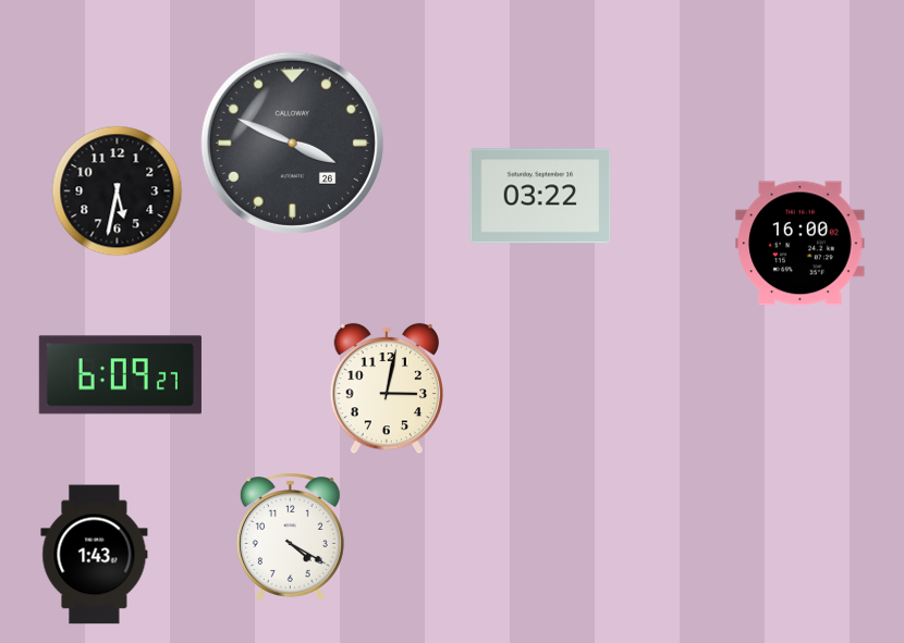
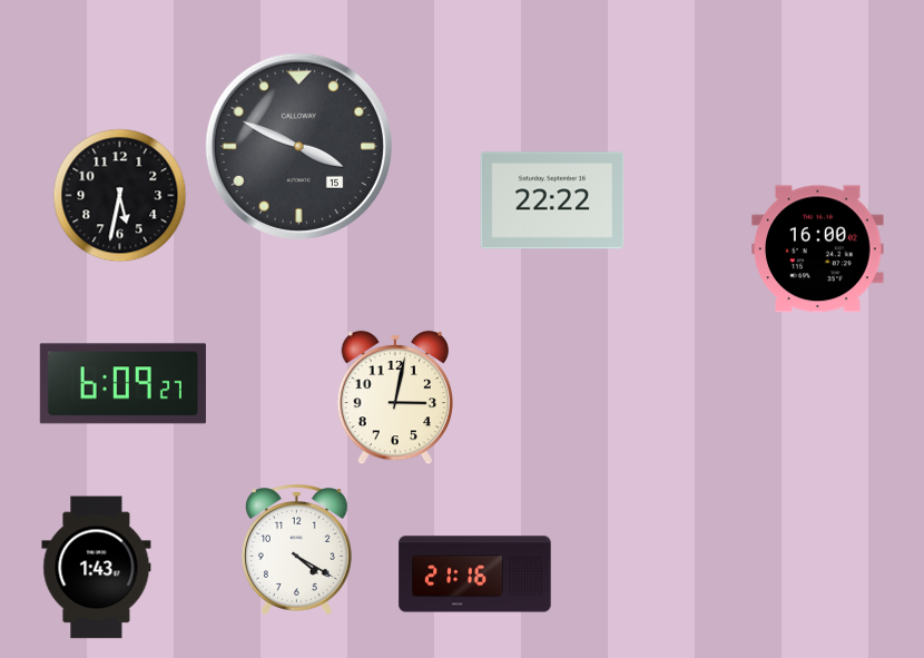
clock at (292, 143) date: 26 -> 15
clock at (540, 196): 03:22 -> 22:22
clock at (475, 574): none -> 21:16
